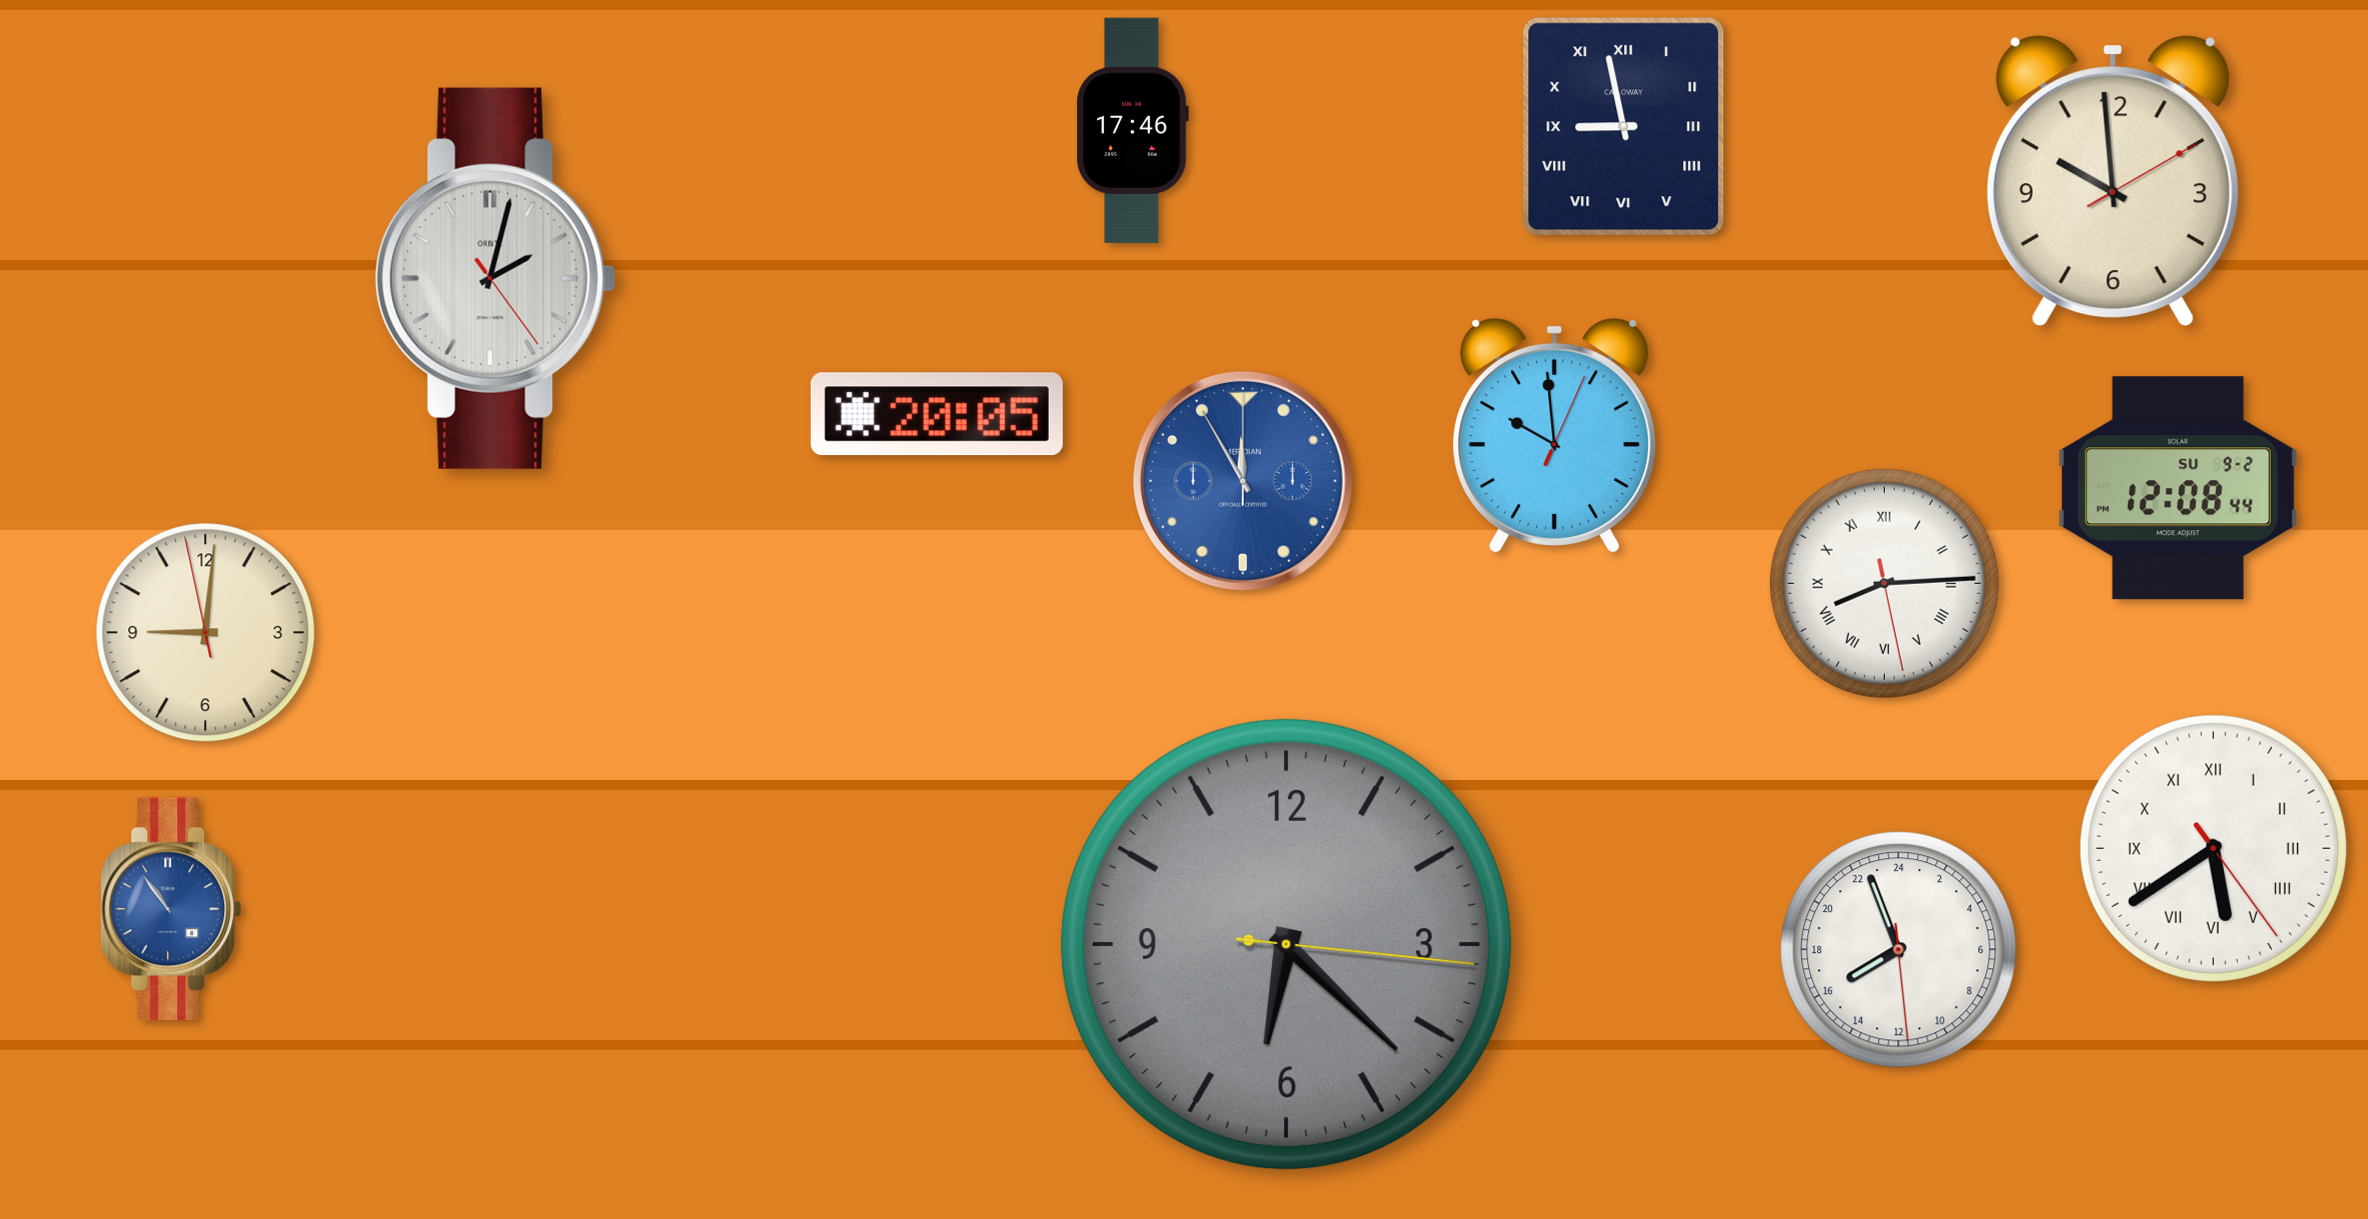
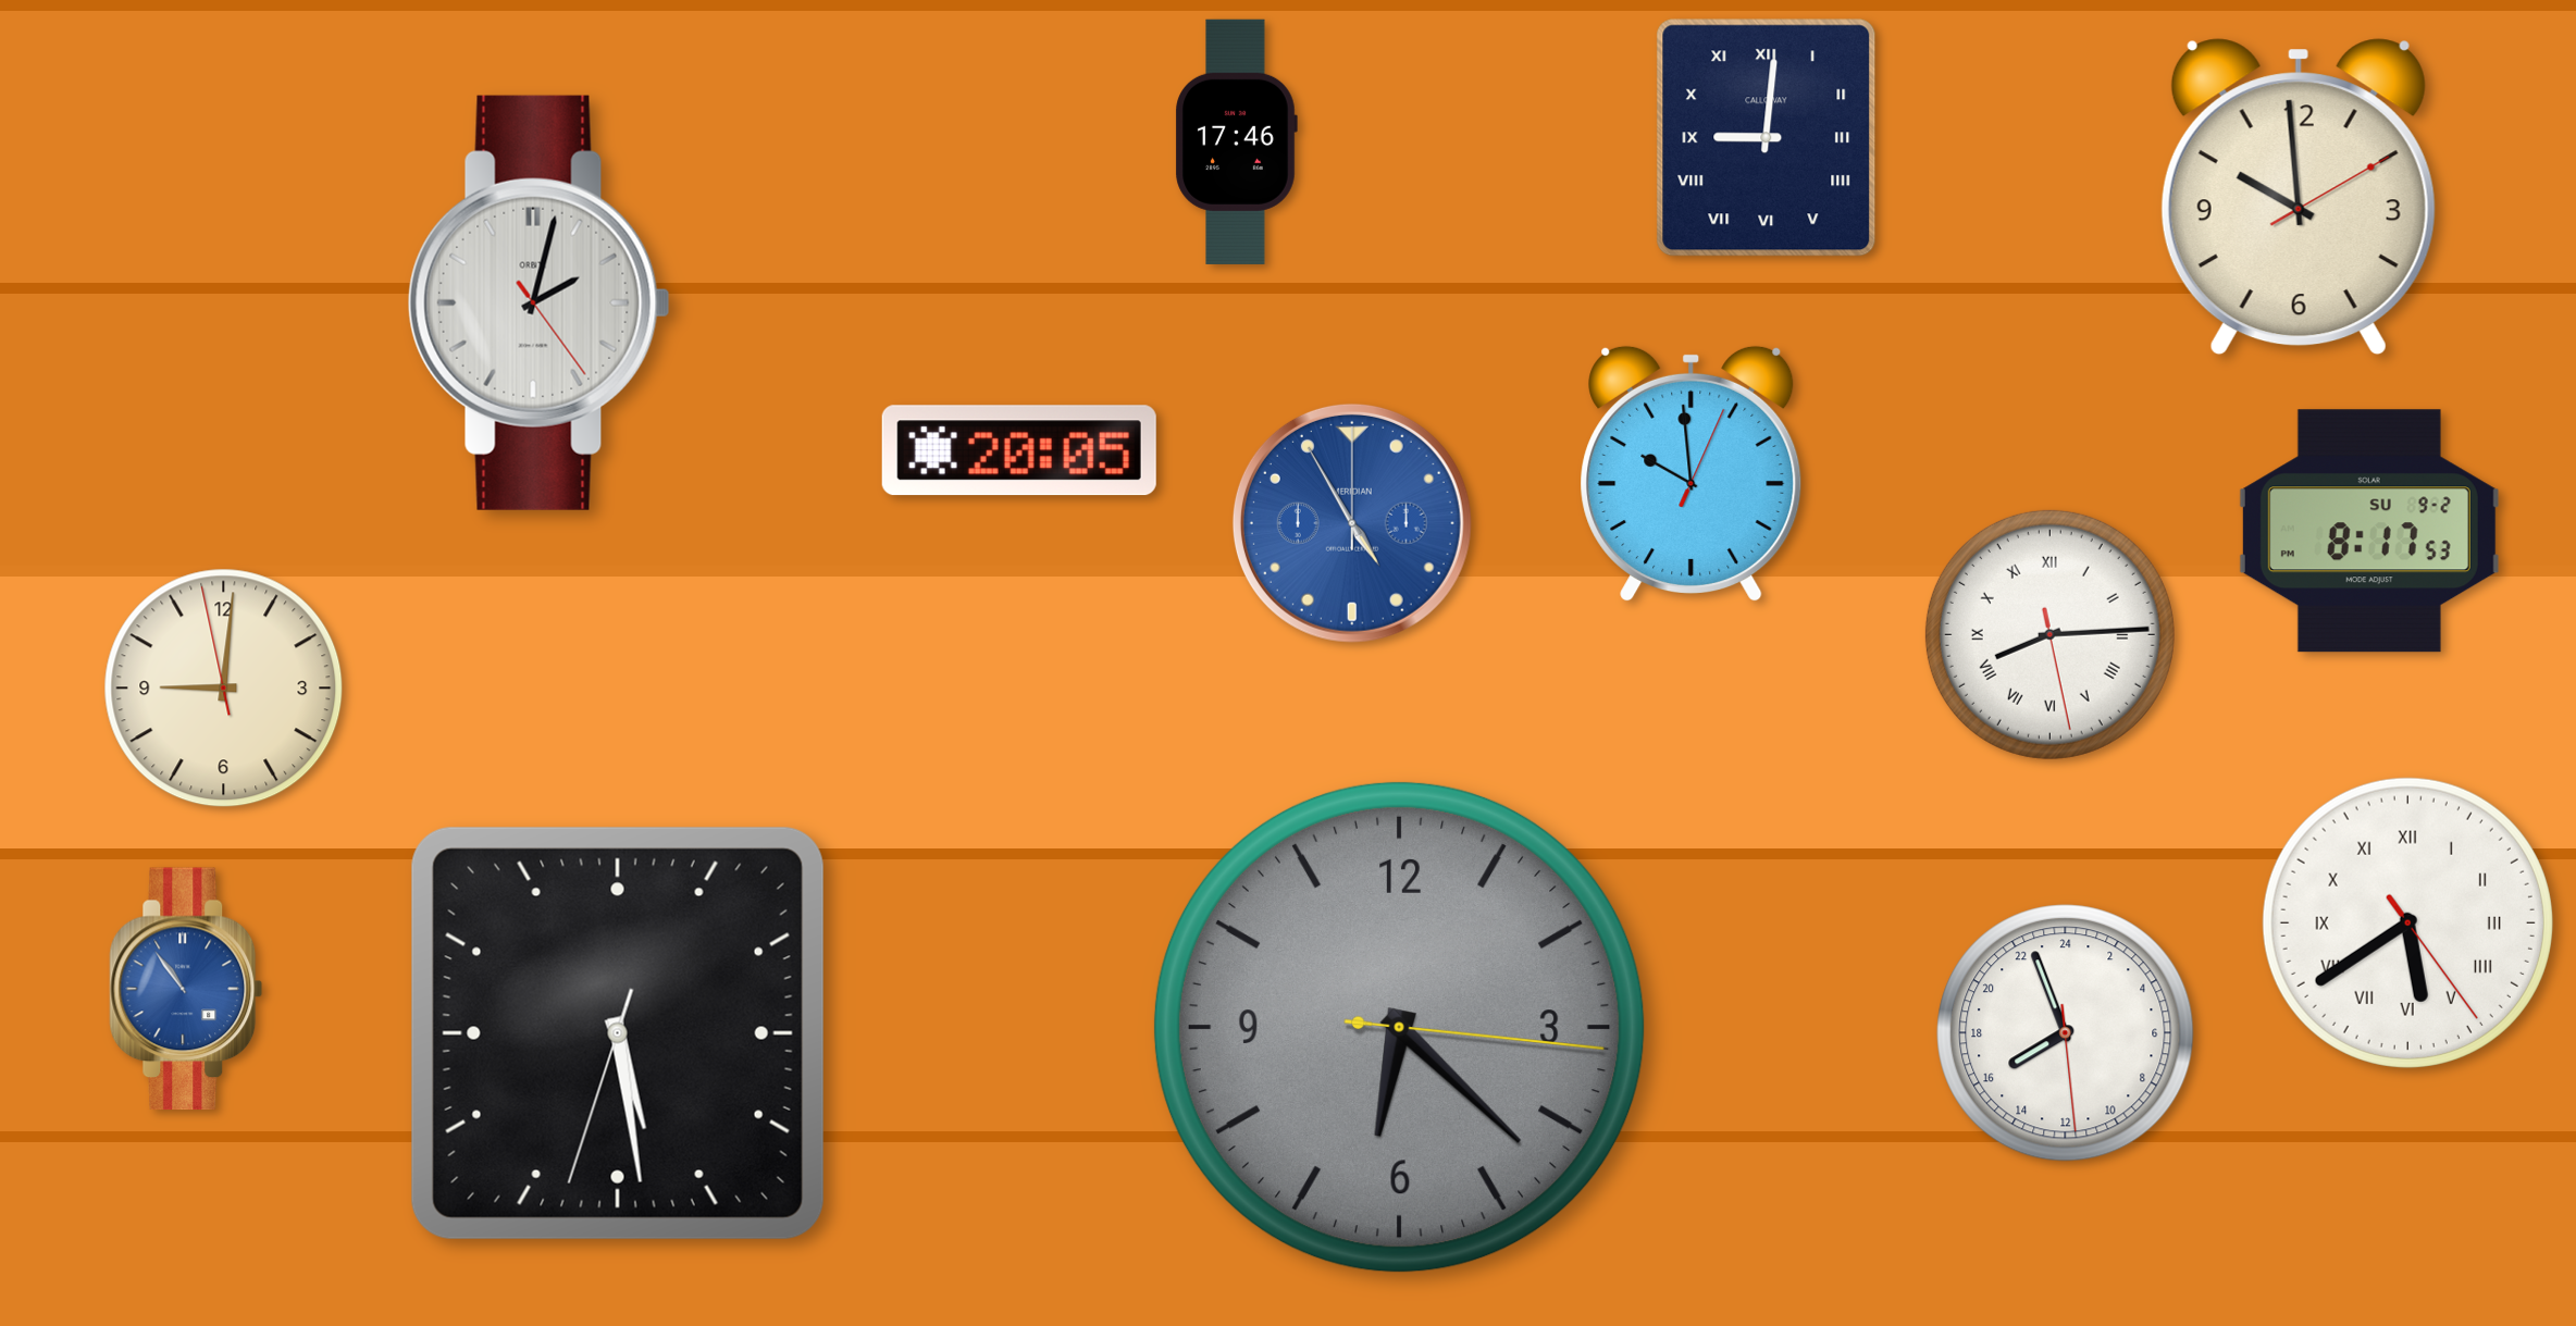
clock at (1624, 127): 8:58 -> 9:01
clock at (1132, 130) position: (1132, 130) -> (1236, 141)
clock at (1243, 481): 11:55 -> 4:55
clock at (2178, 488): 12:08 -> 8:17
clock at (618, 1033): none -> 5:28
